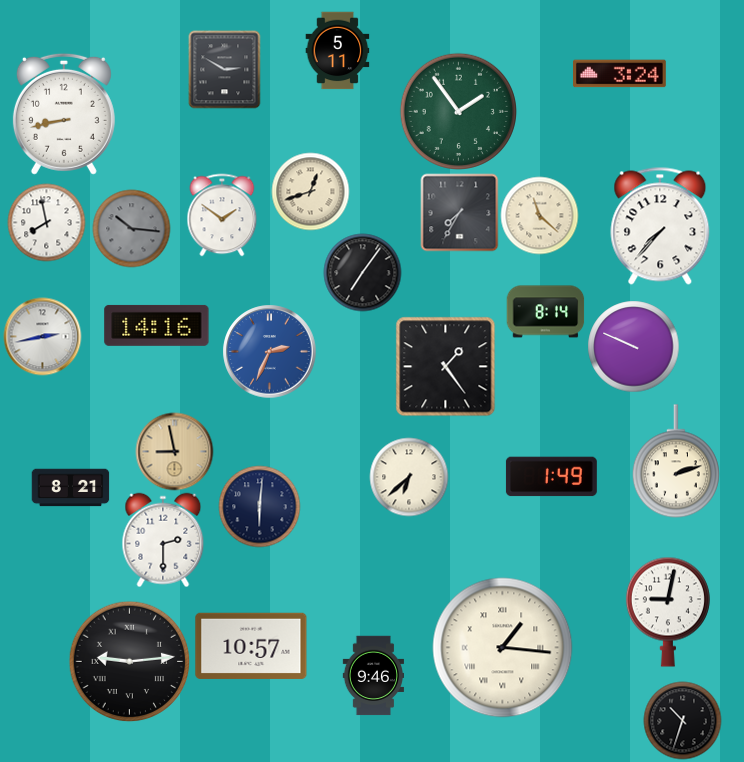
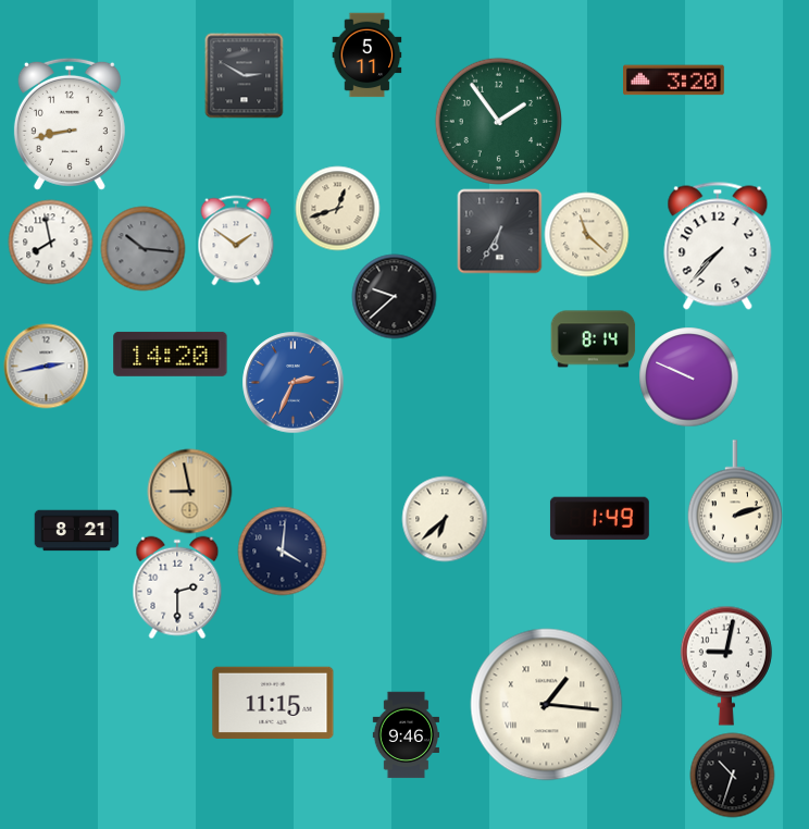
clock at (620, 74): 3:24 -> 3:20
clock at (459, 212): 7:35 -> 6:35
clock at (222, 215) position: (222, 215) -> (236, 240)
clock at (362, 272): 7:06 -> 9:38
clock at (157, 325): 14:16 -> 14:20
clock at (445, 366): 1:24 -> none
clock at (259, 506): 6:01 -> 4:01
clock at (251, 646): 10:57 -> 11:15
clock at (129, 661): 9:14 -> none
clock at (682, 720) position: (682, 720) -> (732, 775)
